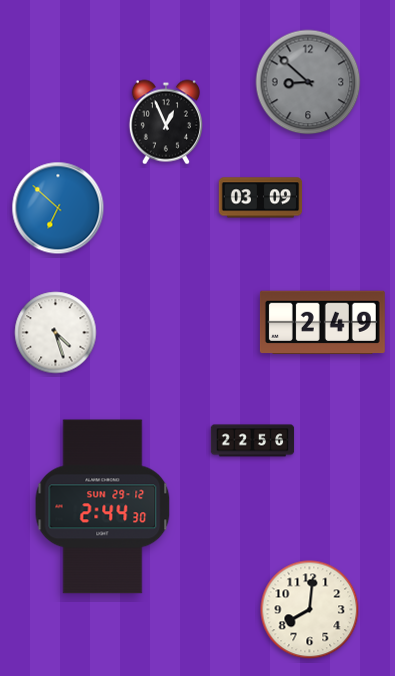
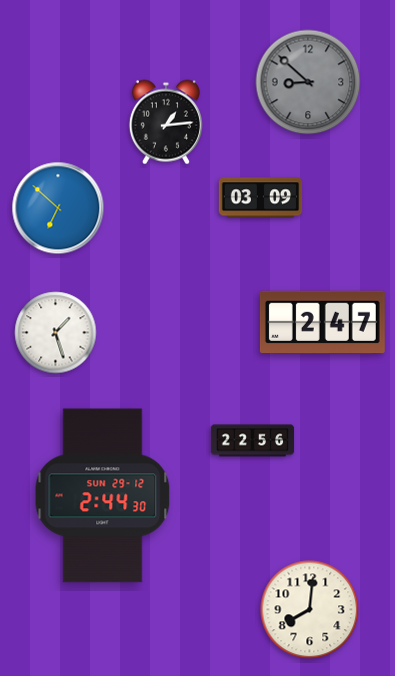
clock at (166, 122): 12:56 -> 1:14
clock at (322, 323): 2:49 -> 2:47
clock at (56, 333): 4:27 -> 1:27
clock at (103, 507) position: (103, 507) -> (103, 496)
